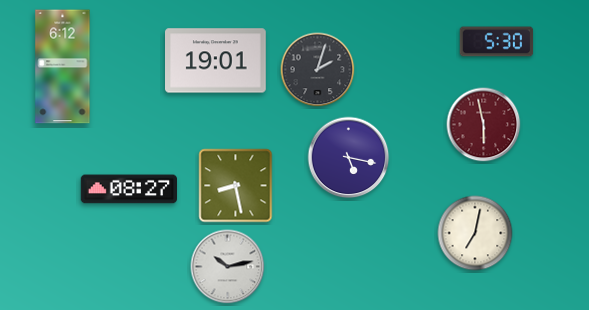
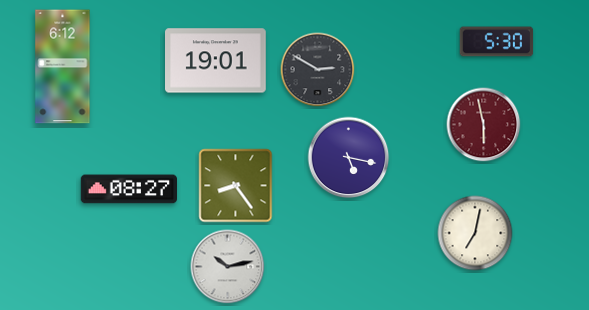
clock at (318, 70): 2:03 -> 2:50
clock at (236, 186): 8:28 -> 8:24
